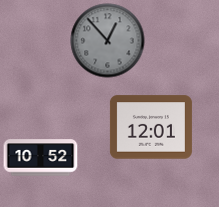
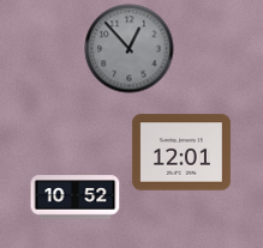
clock at (41, 158) position: (41, 158) -> (76, 198)
